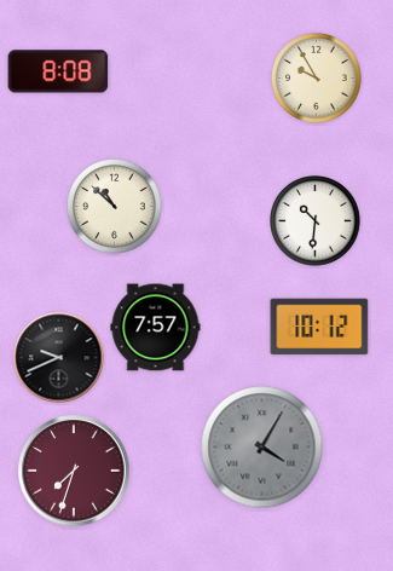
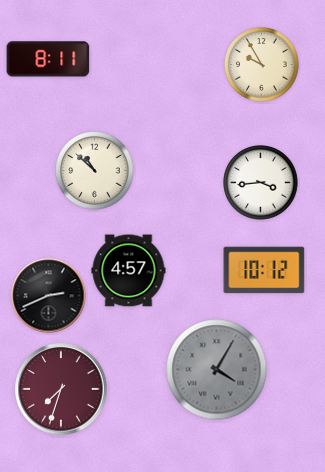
clock at (58, 71): 8:08 -> 8:11
clock at (316, 221): 10:31 -> 3:44
clock at (156, 328): 7:57 -> 4:57
clock at (59, 358): 9:41 -> 2:41
